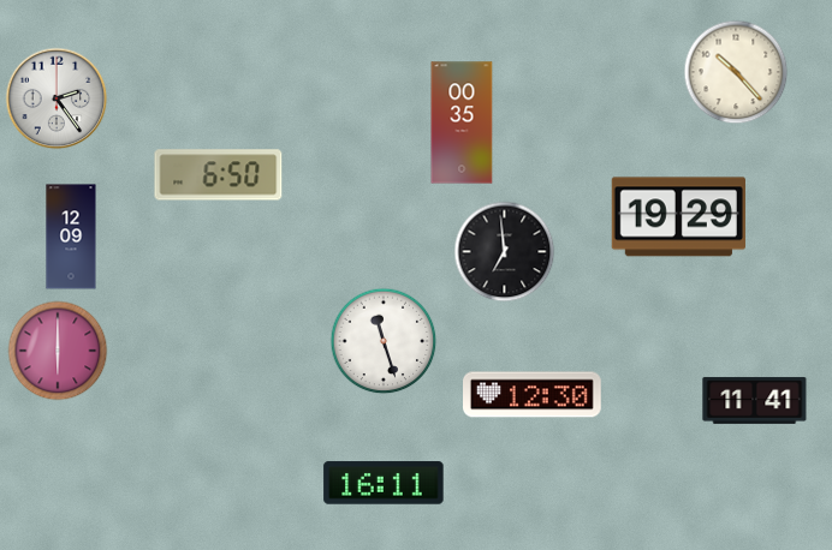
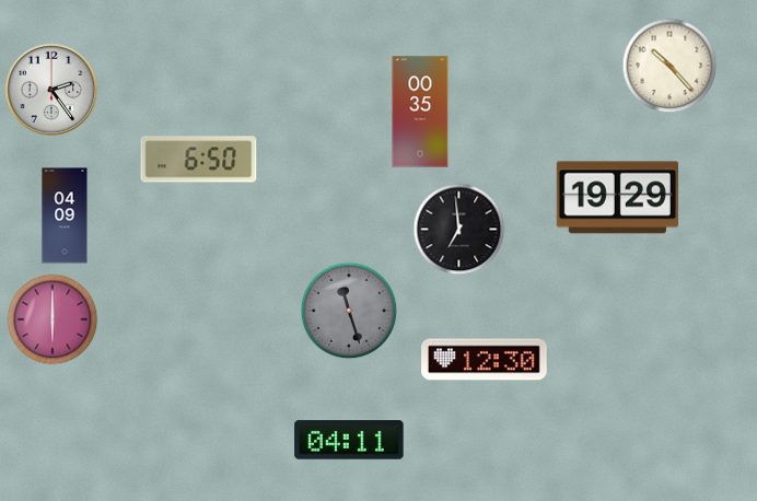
clock at (71, 237): 12:09 -> 04:09
clock at (384, 341) dial: white -> grey
clock at (755, 400): 11:41 -> none
clock at (384, 483): 16:11 -> 04:11
